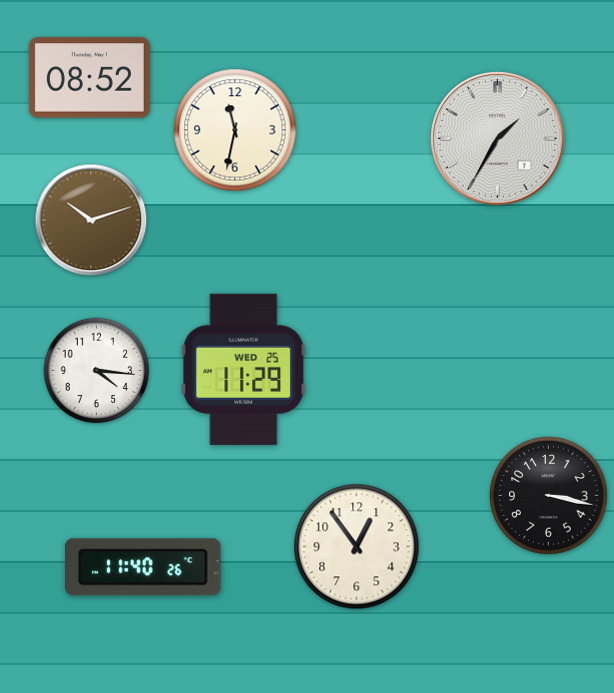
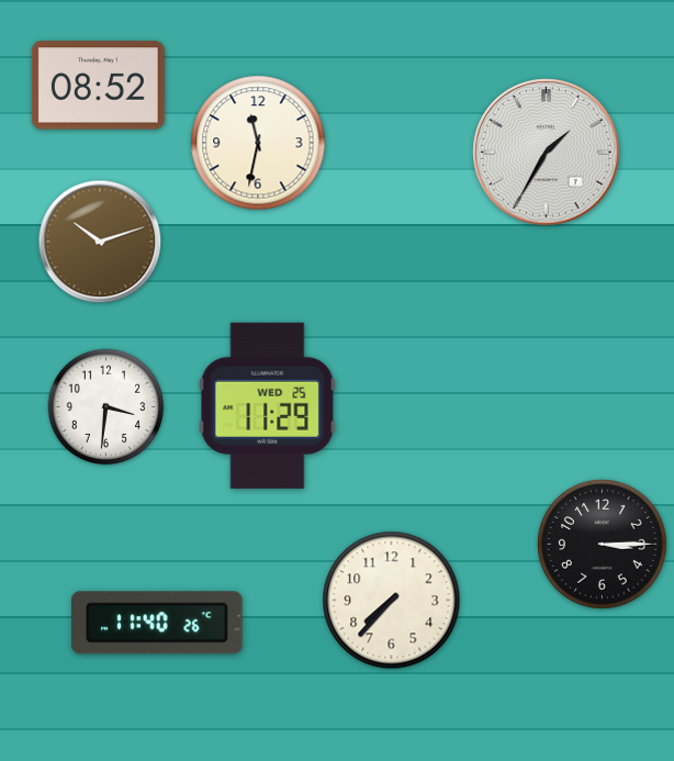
clock at (97, 371): 4:16 -> 3:31
clock at (549, 496): 3:17 -> 3:15
clock at (357, 547): 12:54 -> 7:37
